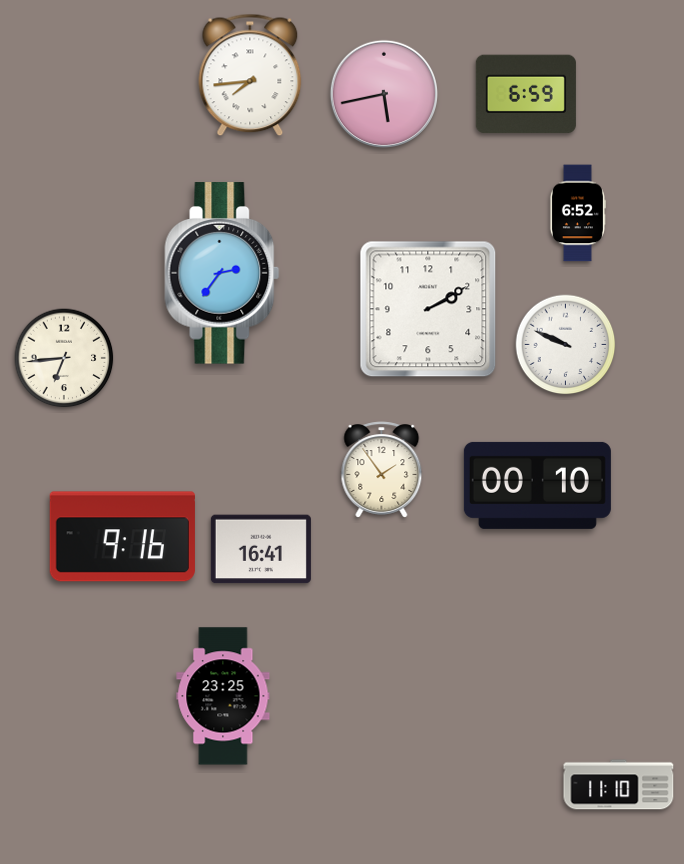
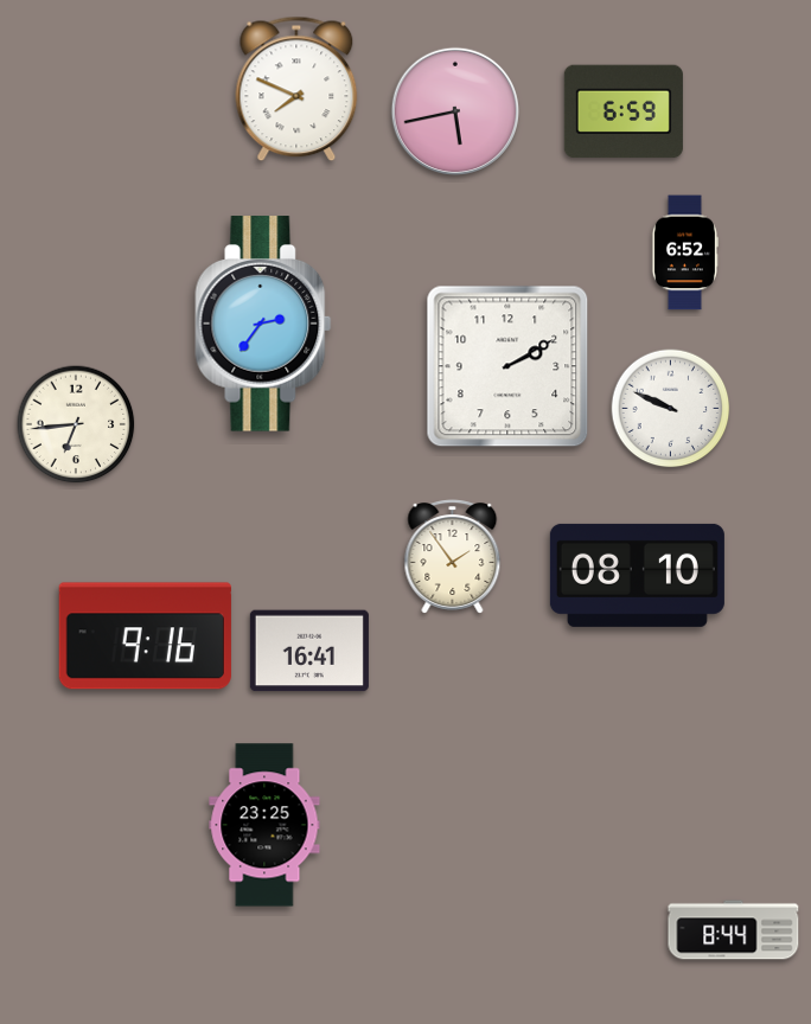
clock at (250, 75): 7:44 -> 7:49
clock at (537, 485): 00:10 -> 08:10
clock at (619, 785): 11:10 -> 8:44
